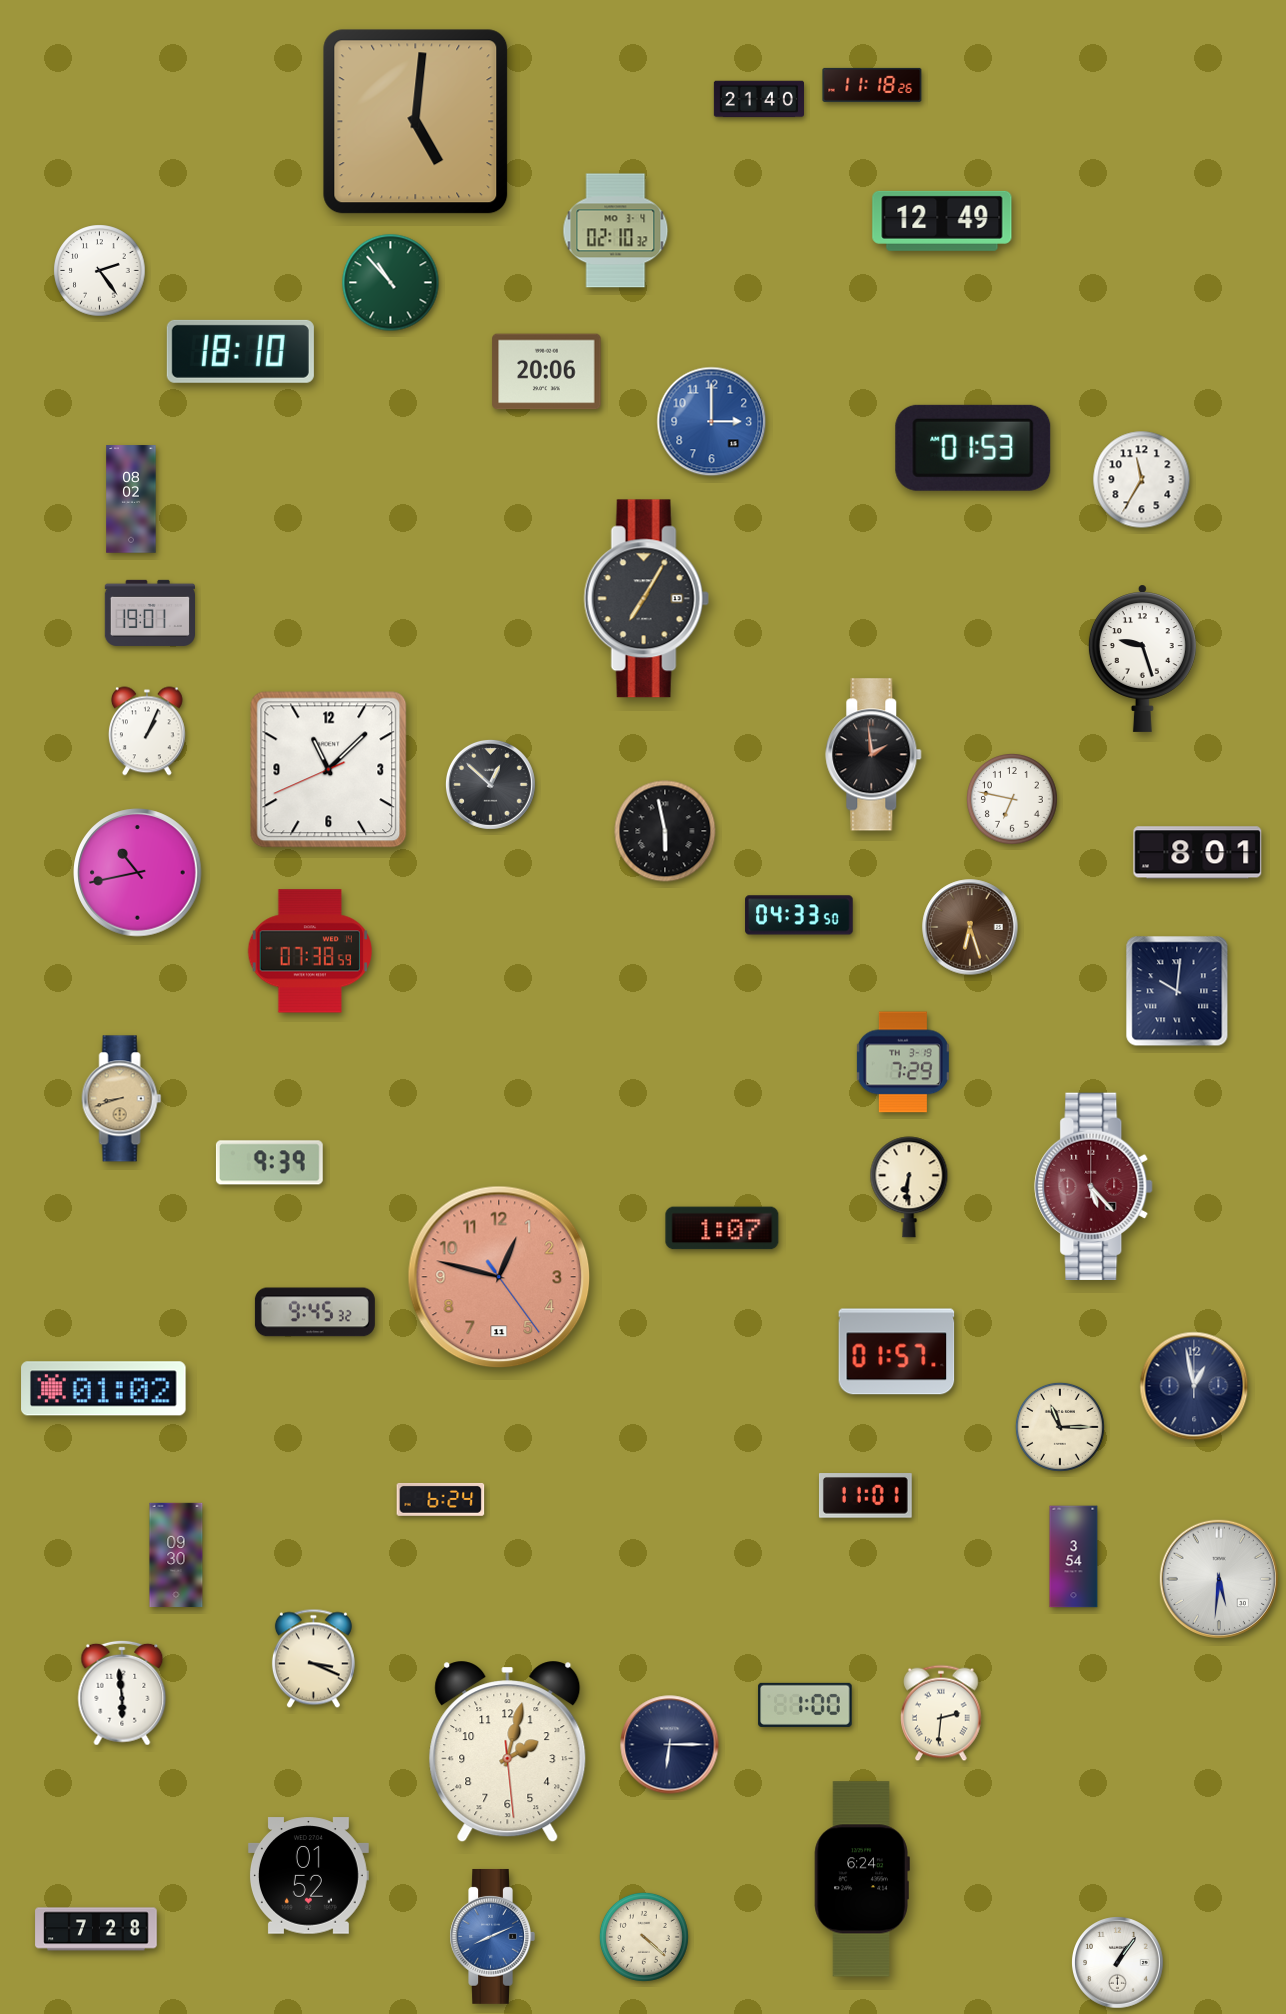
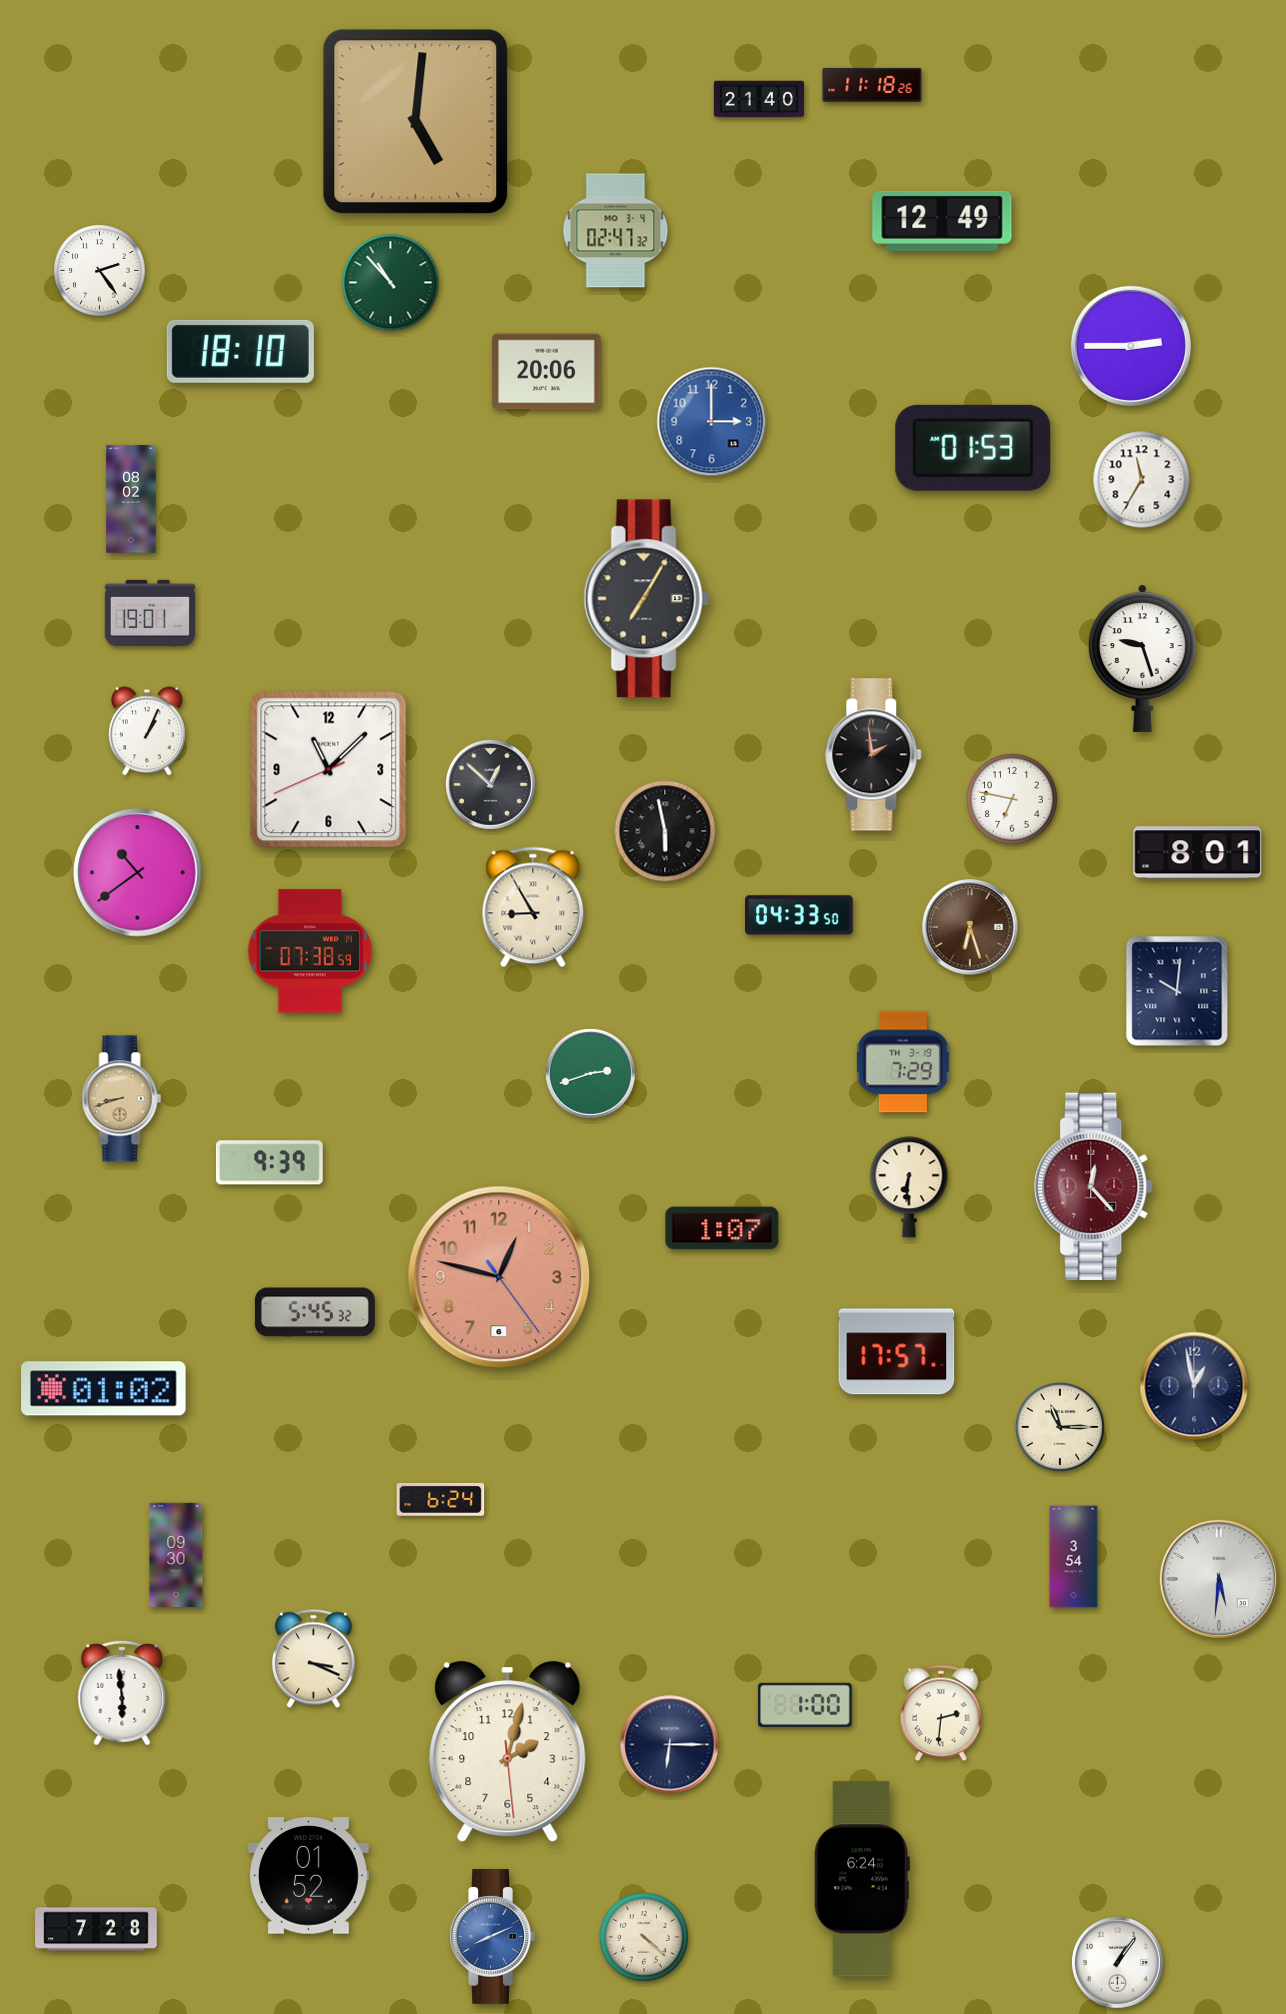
clock at (616, 231): 02:10 -> 02:47
clock at (1131, 346): none -> 2:45
clock at (138, 873): 10:43 -> 10:39
clock at (533, 907): none -> 8:55
clock at (590, 1073): none -> 2:42
clock at (1094, 1186): 5:23 -> 12:23
clock at (499, 1277) date: 11 -> 6
clock at (315, 1312): 9:45 -> 5:45
clock at (897, 1352): 01:57 -> 17:57
clock at (865, 1496): 11:01 -> none
